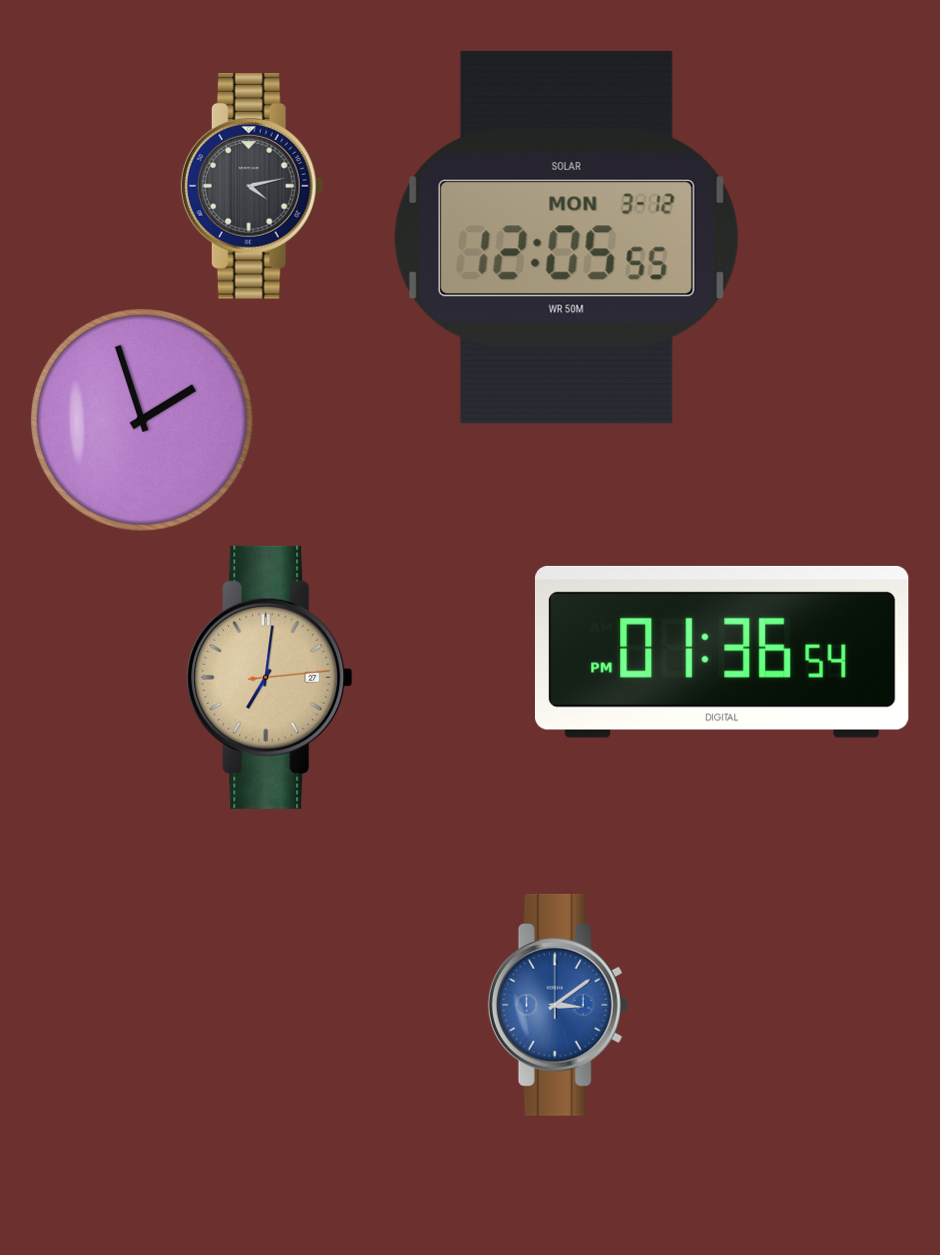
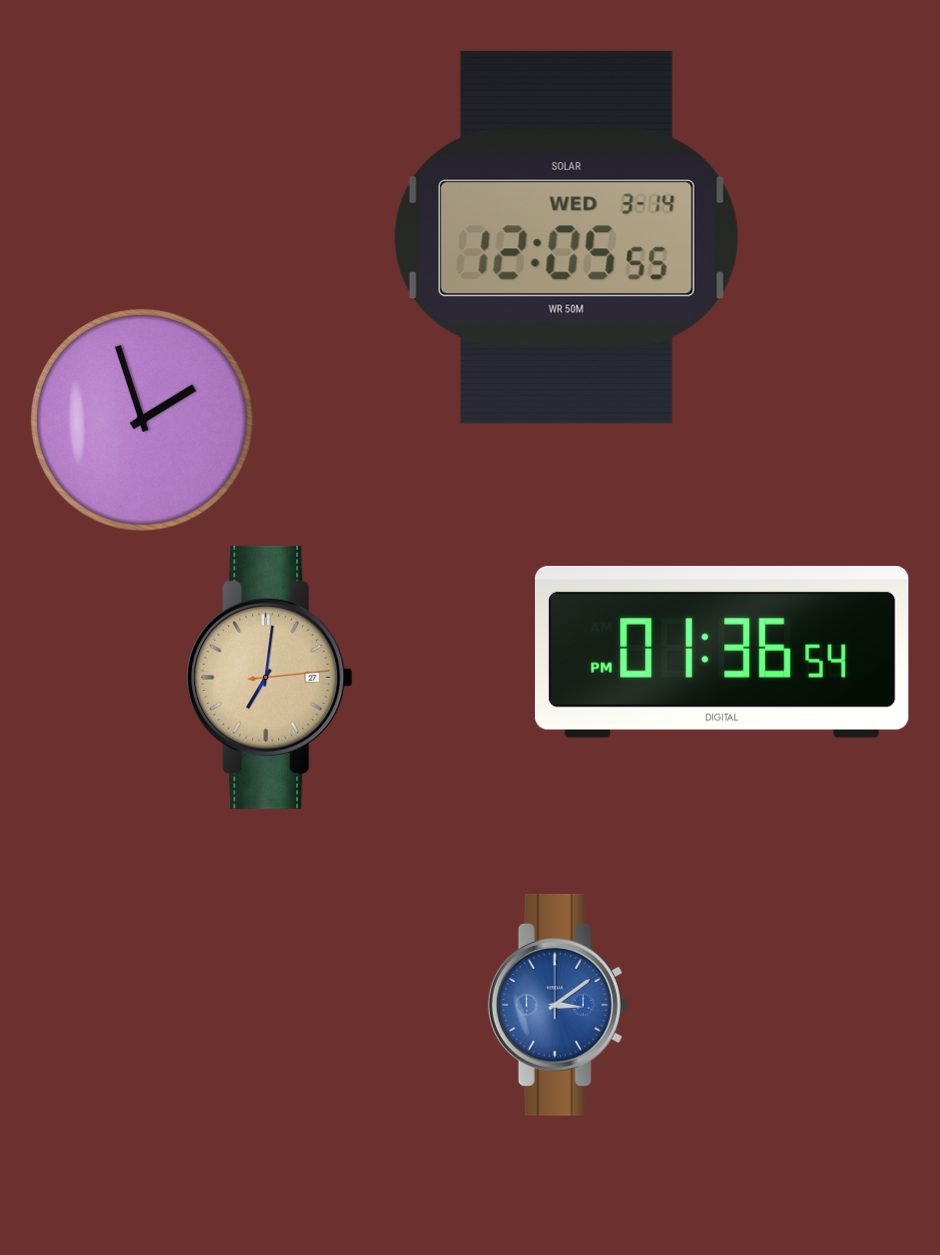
clock at (252, 187): 4:13 -> none
clock at (566, 237) date: MON 3-12 -> WED 3-14
